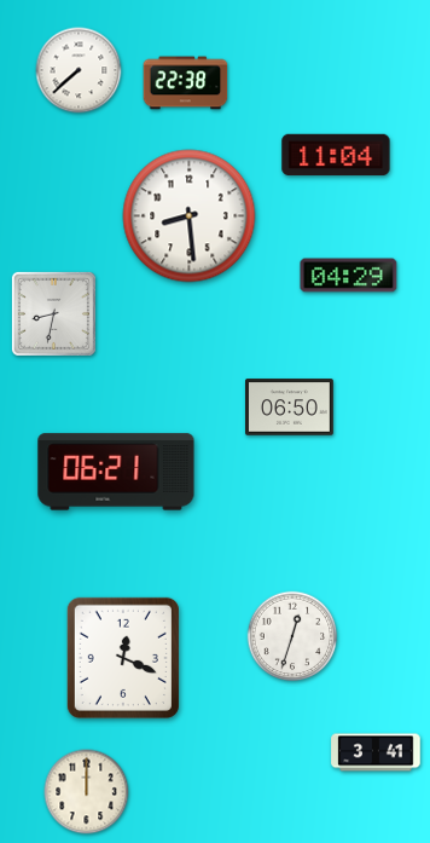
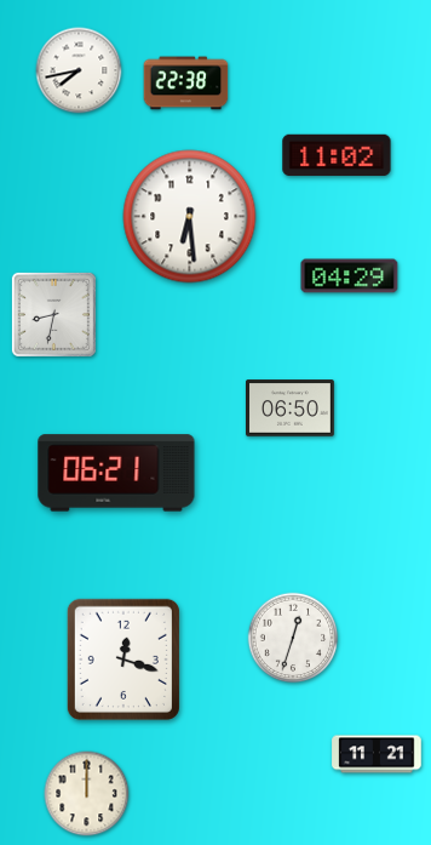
clock at (79, 70): 7:38 -> 7:43
clock at (336, 155): 11:04 -> 11:02
clock at (190, 216): 8:29 -> 6:29
clock at (123, 658): 12:19 -> 12:18
clock at (376, 752): 3:41 -> 11:21
